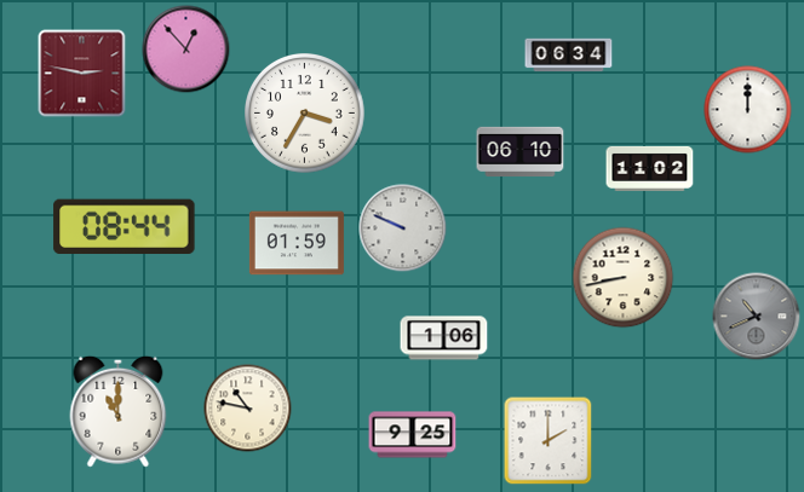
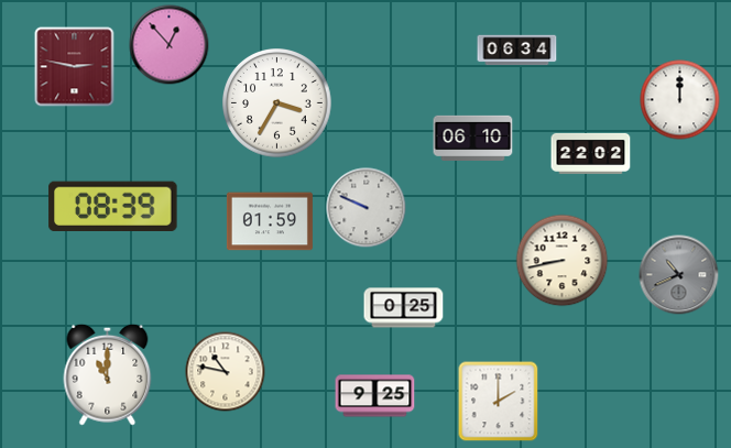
clock at (650, 168): 11:02 -> 22:02
clock at (125, 226): 08:44 -> 08:39
clock at (624, 278) position: (624, 278) -> (563, 261)
clock at (757, 317) position: (757, 317) -> (679, 275)
clock at (444, 338): 1:06 -> 0:25
